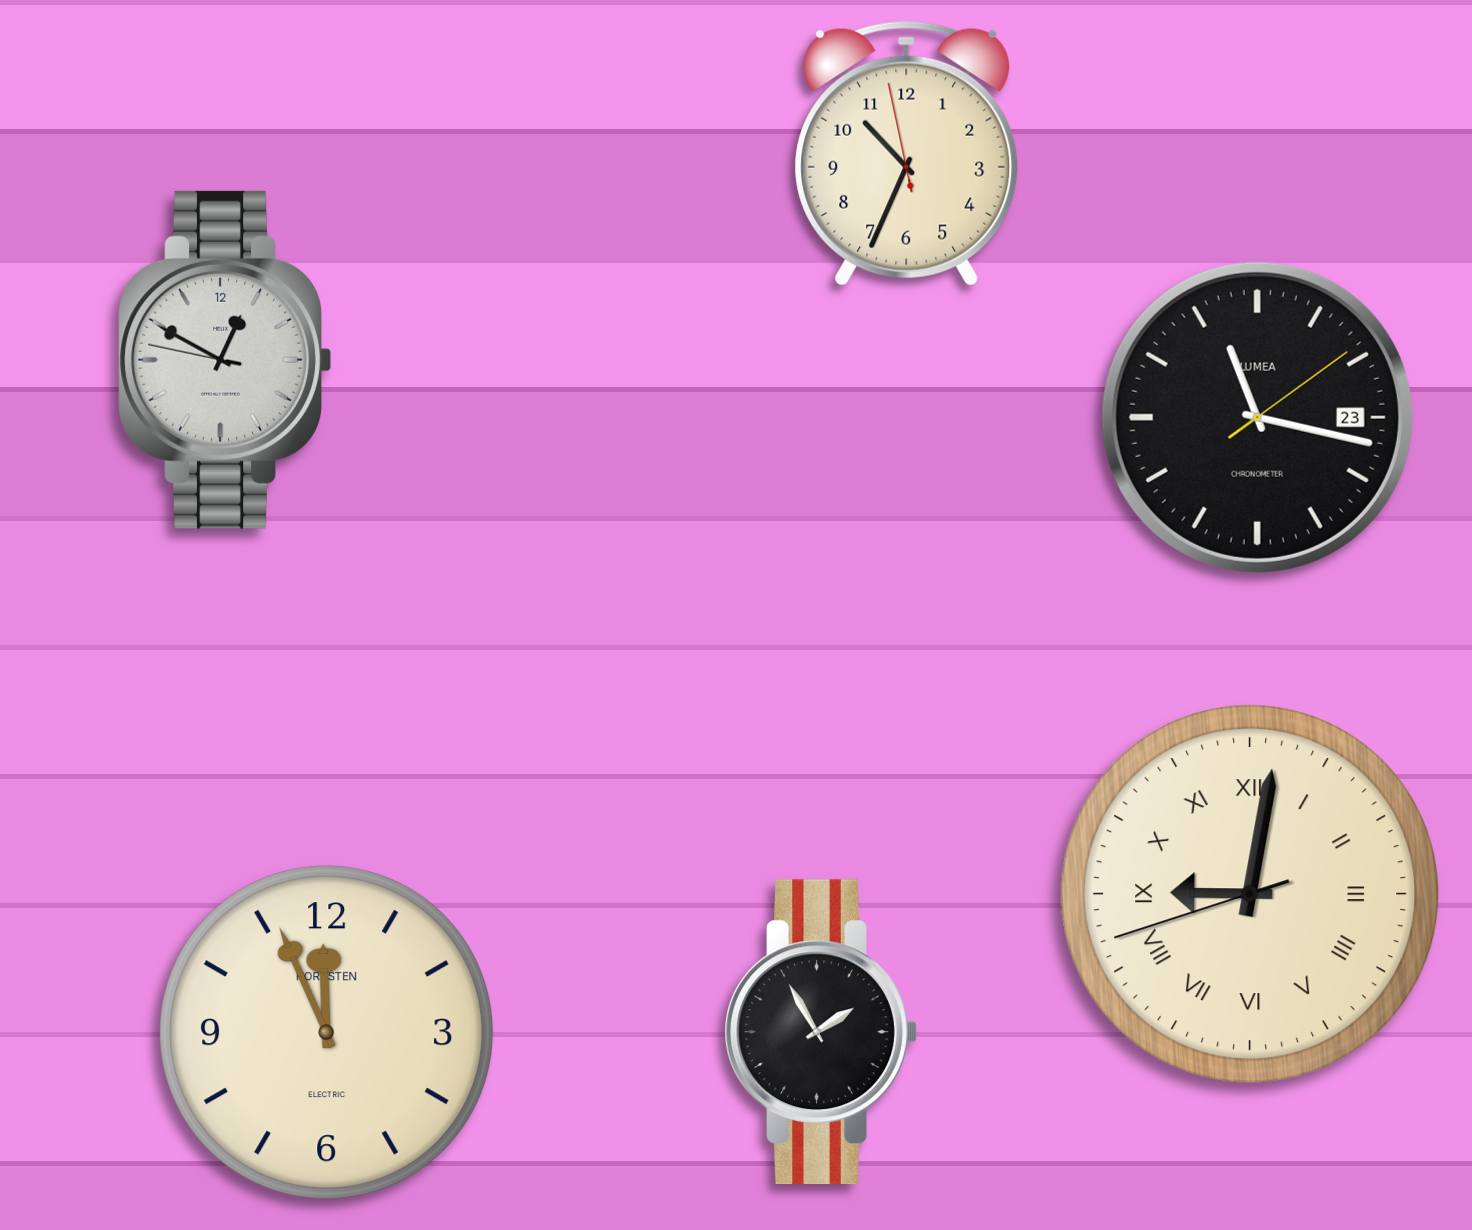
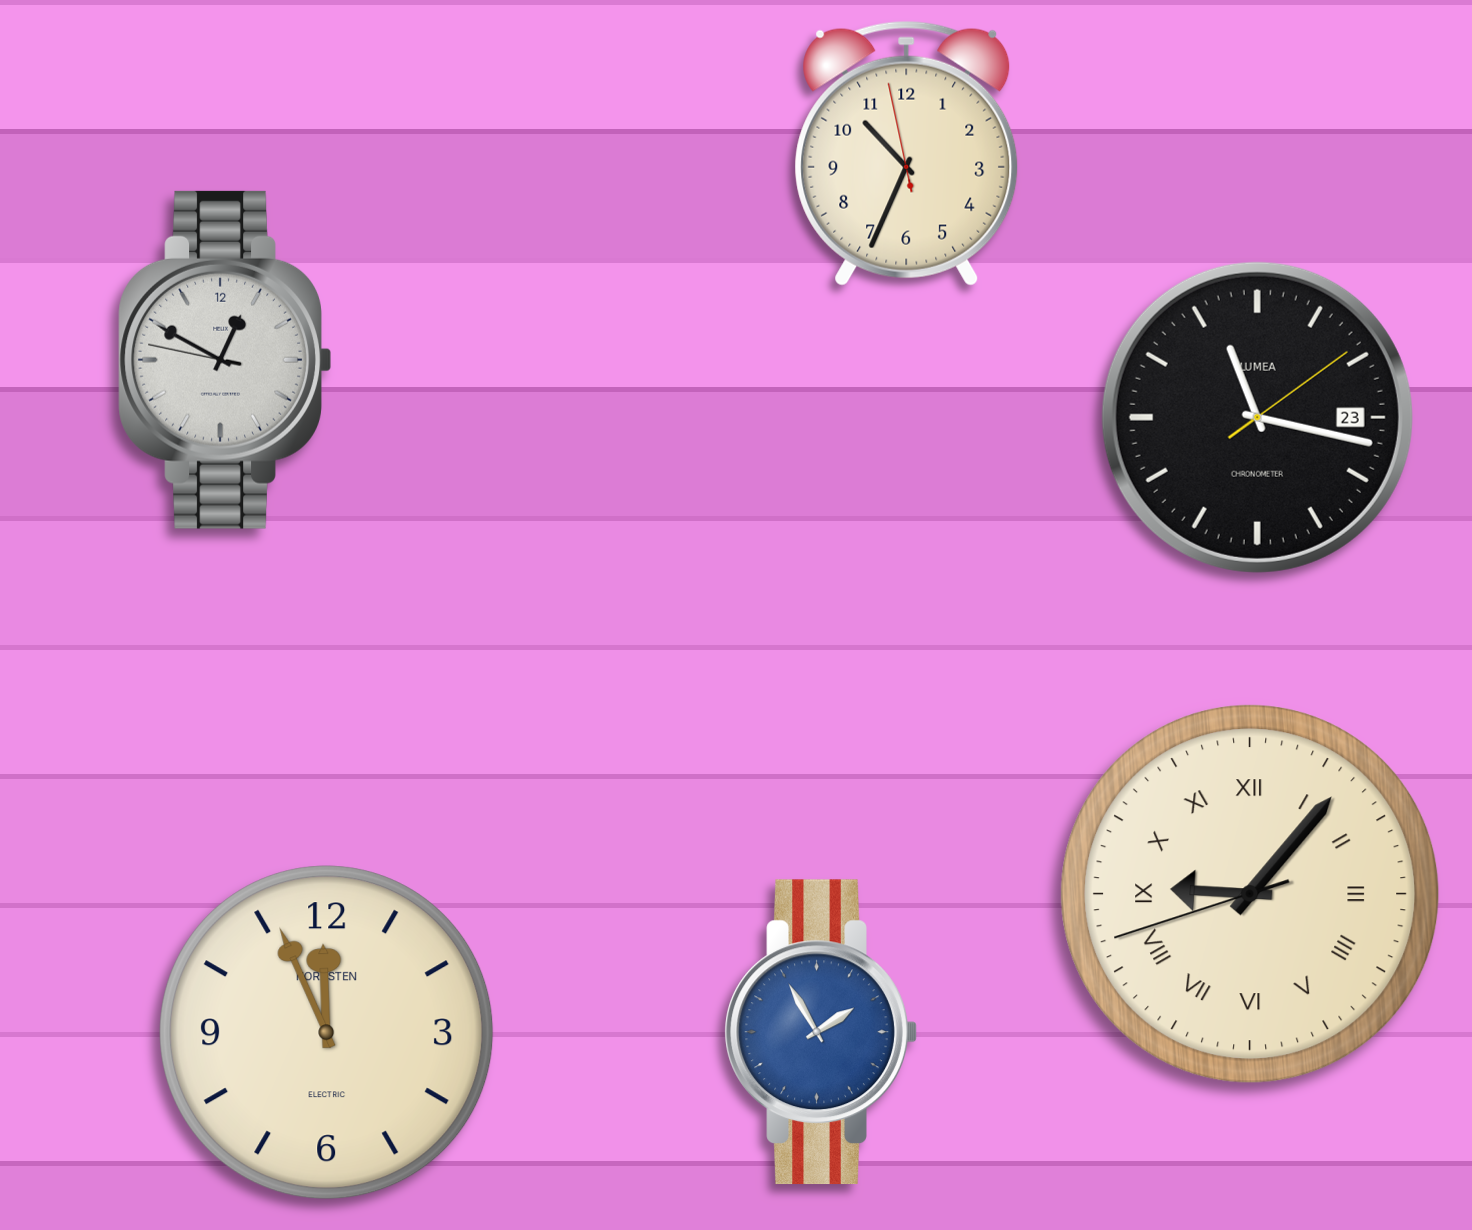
clock at (1250, 894): 9:01 -> 9:06
clock at (821, 1032) dial: black -> blue
